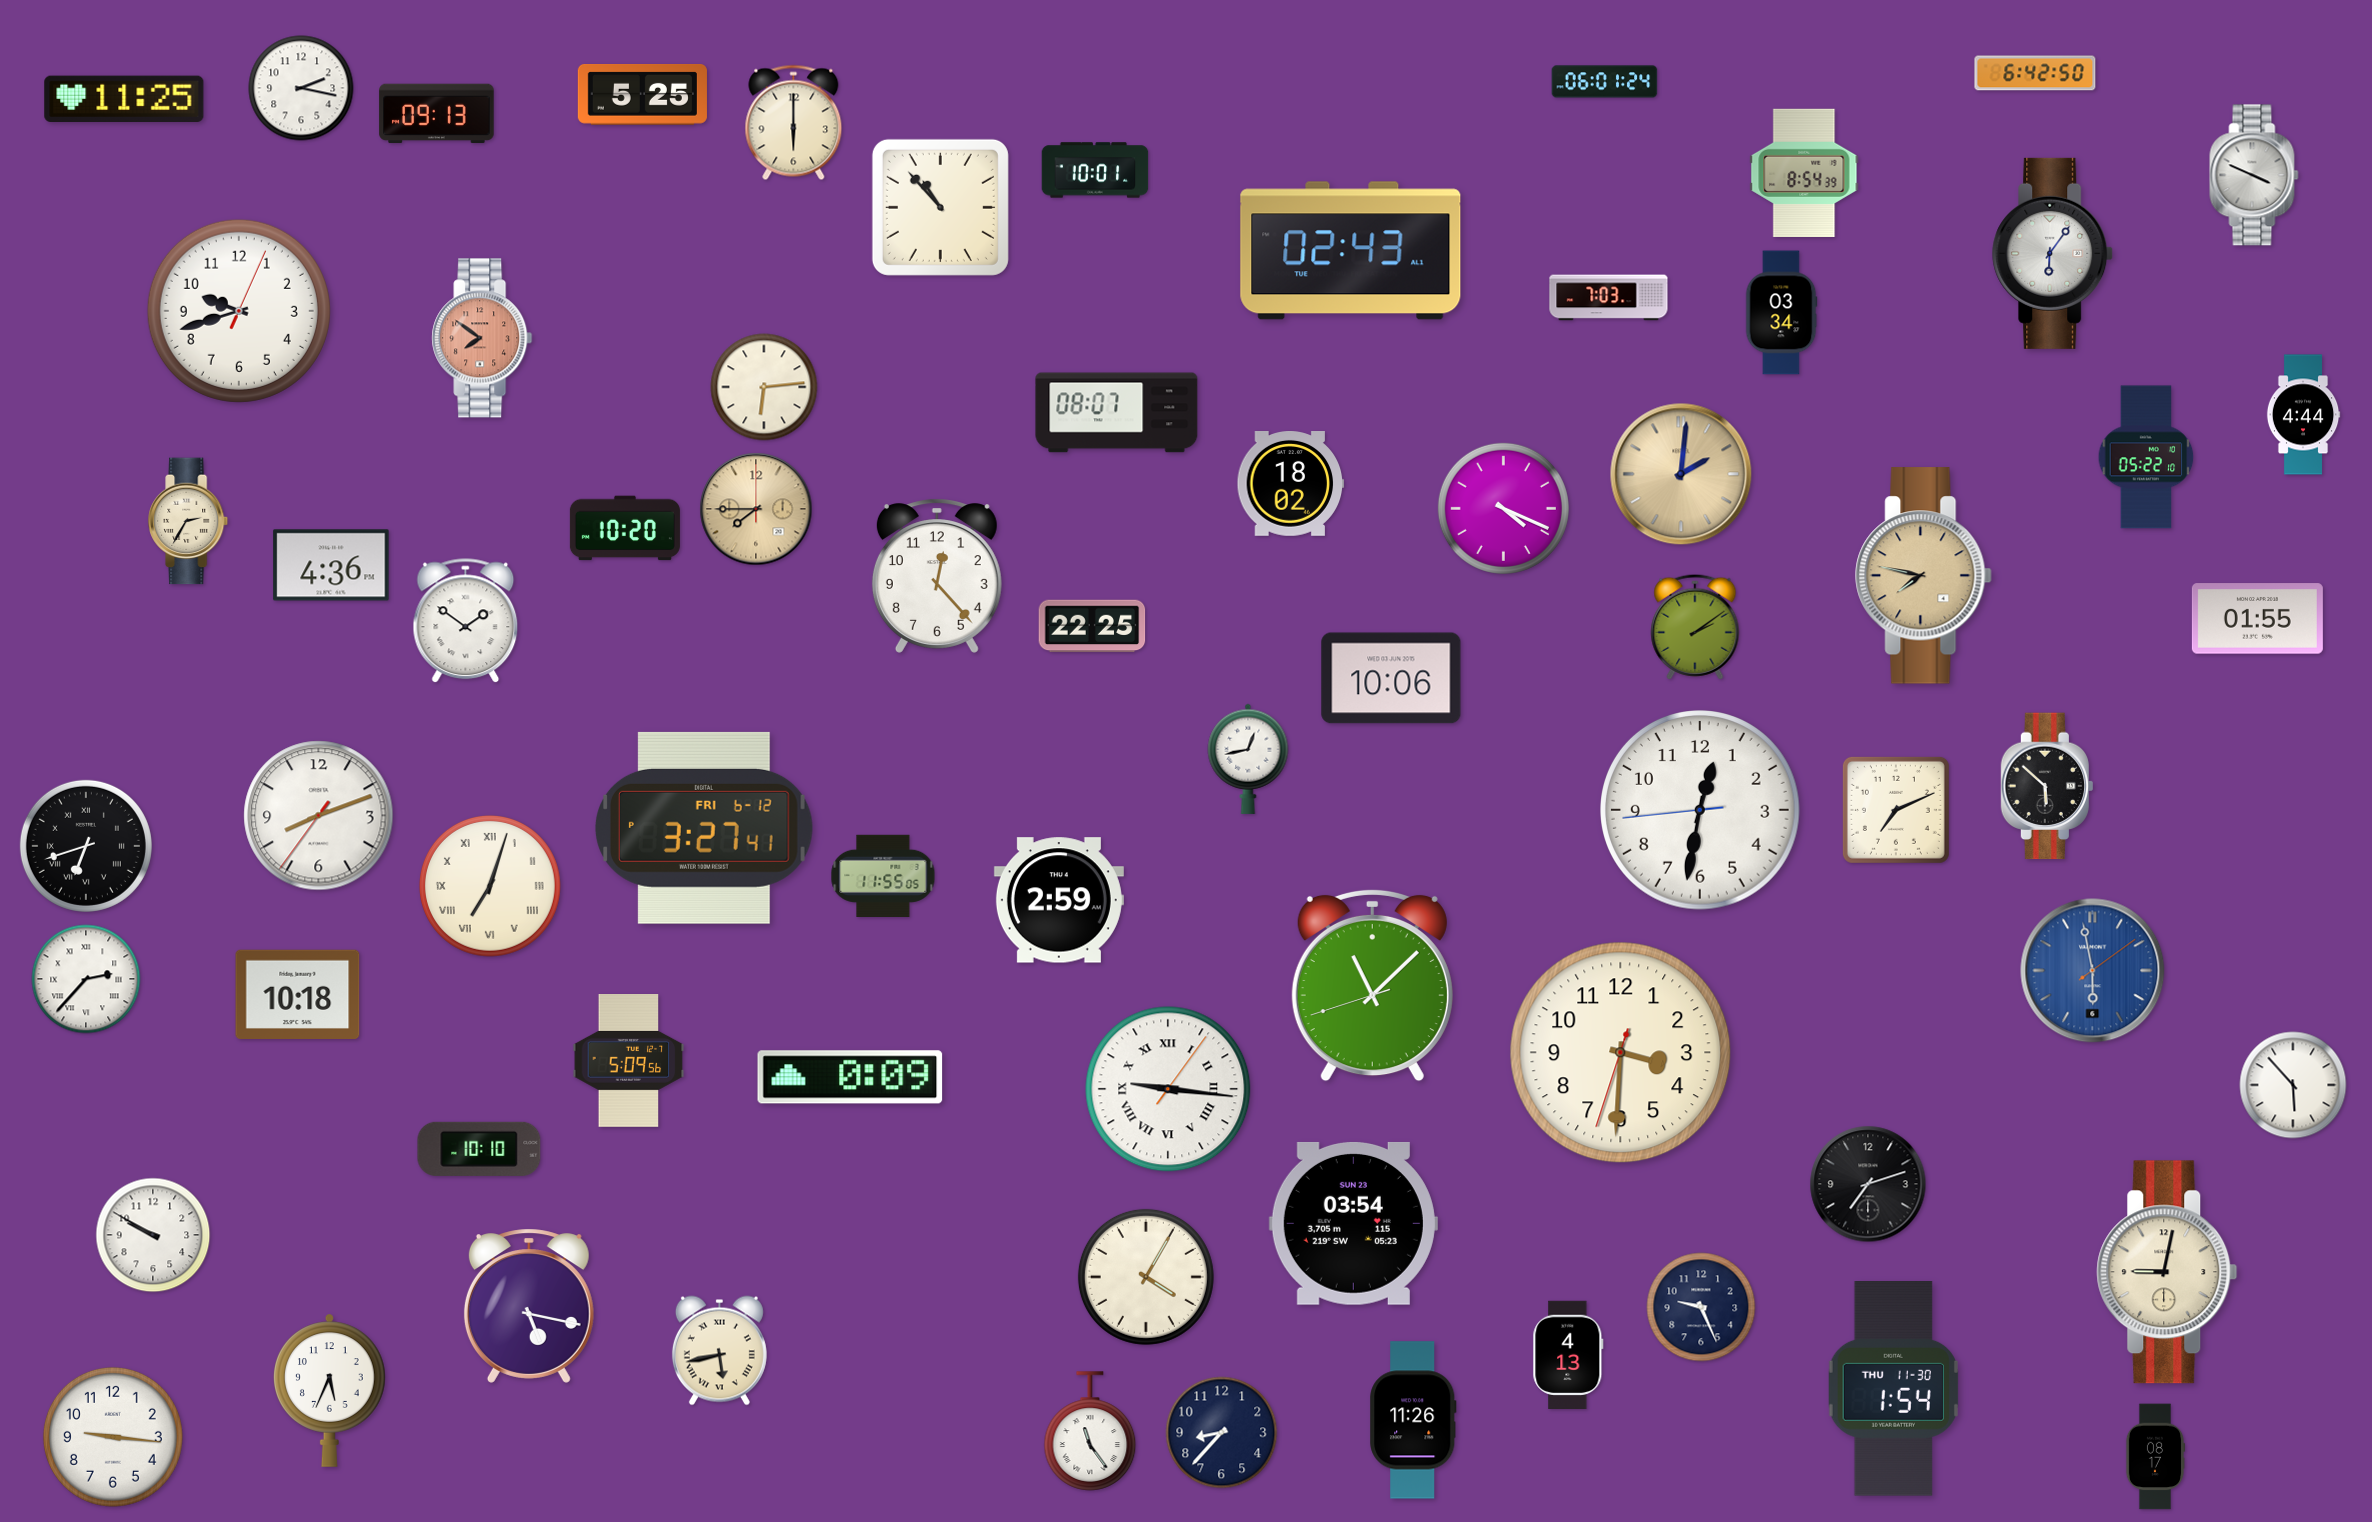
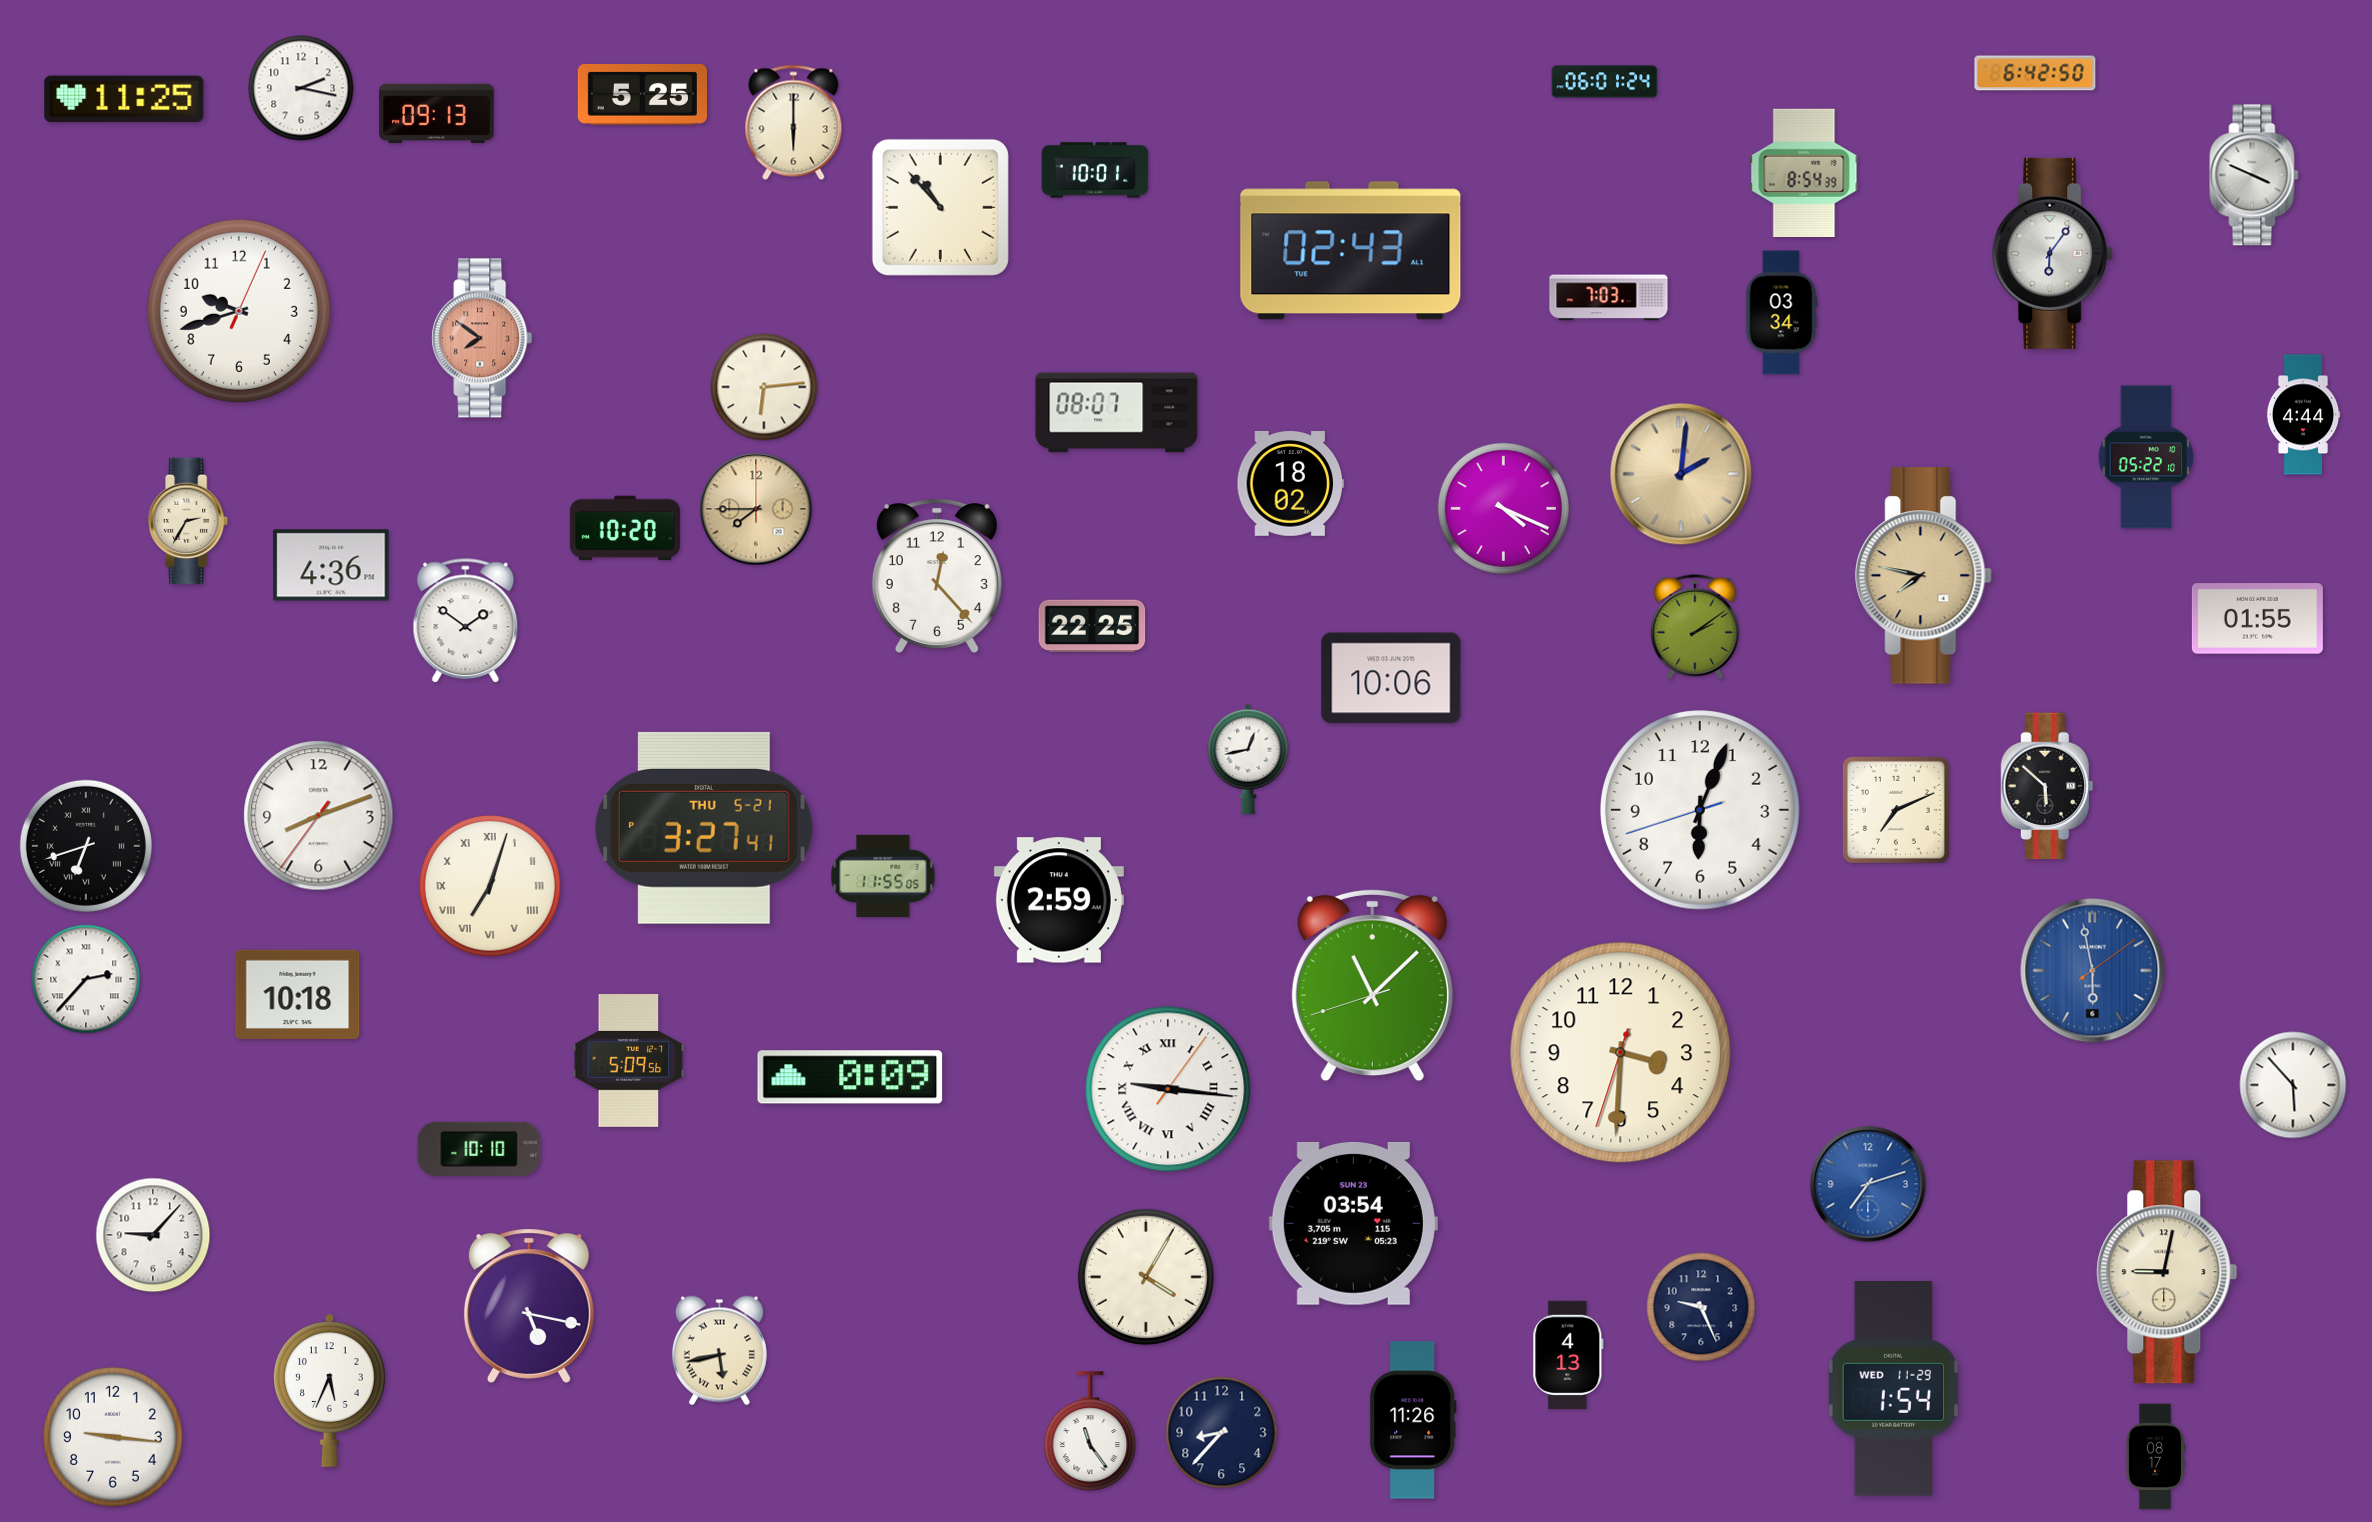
clock at (1701, 811): 12:31 -> 6:03
clock at (705, 828) date: FRI 6-12 -> THU 5-21
clock at (1868, 1184) dial: black -> blue
clock at (153, 1235): 9:50 -> 9:07
clock at (1893, 1389) date: THU 11-30 -> WED 11-29
